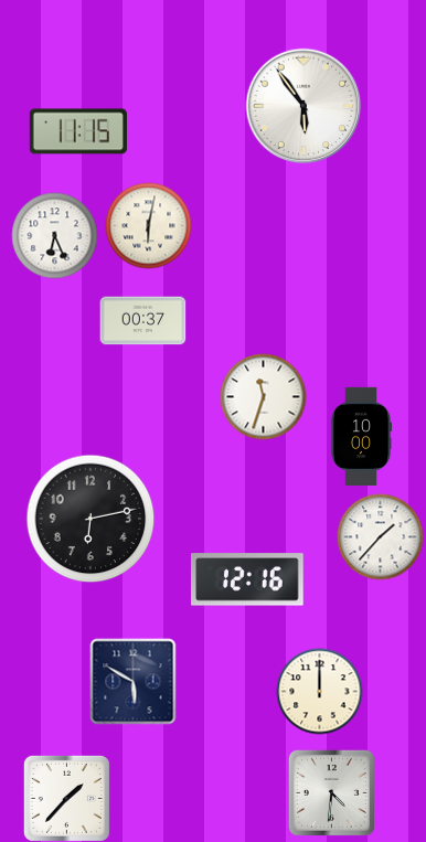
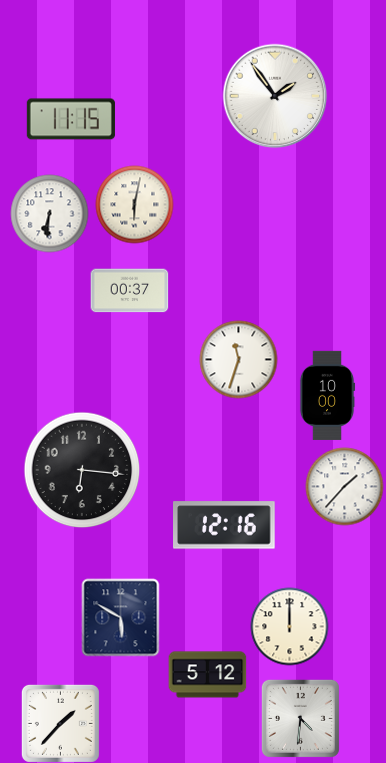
clock at (303, 106): 5:54 -> 1:54
clock at (54, 235): 6:26 -> 6:31
clock at (90, 519): 6:13 -> 6:16
clock at (207, 675): none -> 5:12
